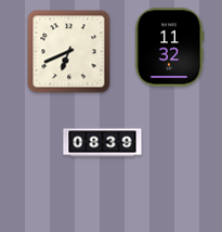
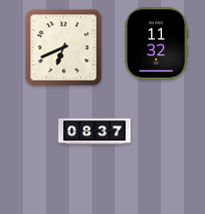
clock at (103, 143): 08:39 -> 08:37
